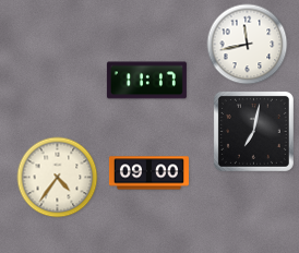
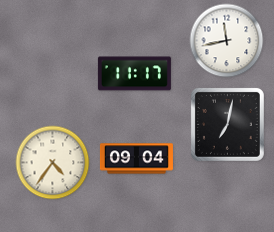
clock at (253, 131) position: (253, 131) -> (227, 124)
clock at (148, 173): 09:00 -> 09:04
